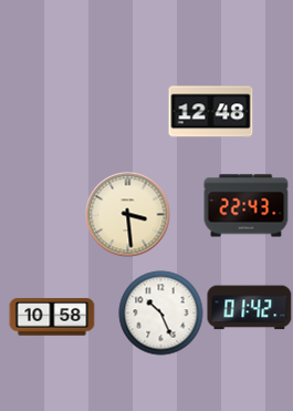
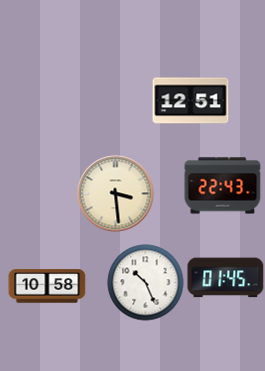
clock at (211, 112): 12:48 -> 12:51
clock at (250, 308): 01:42 -> 01:45
